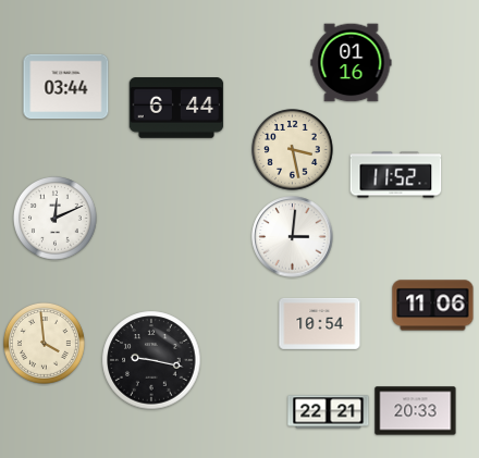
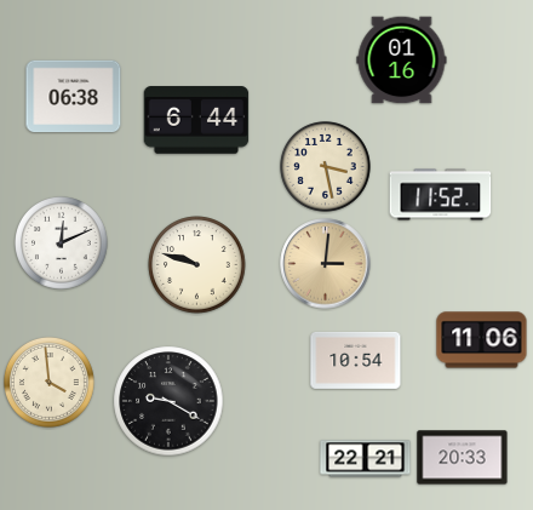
clock at (352, 63) position: (352, 63) -> (402, 61)
clock at (66, 87): 03:44 -> 06:38
clock at (293, 237) dial: white -> champagne
clock at (197, 265): none -> 9:48
clock at (151, 360): 9:17 -> 9:20
